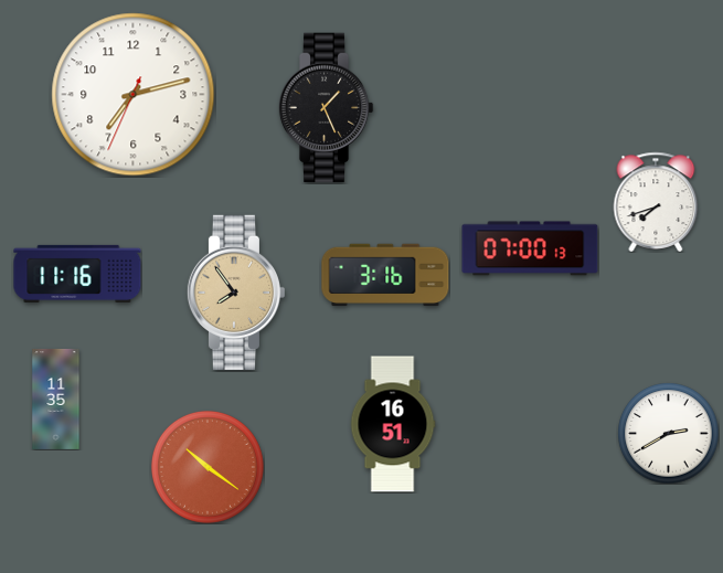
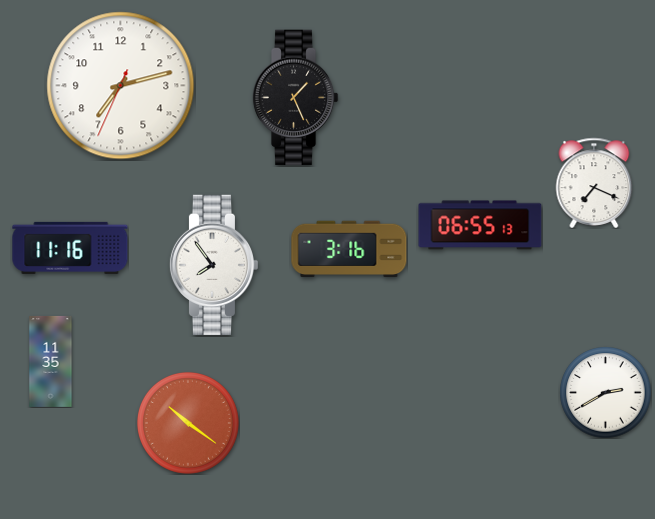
clock at (656, 202): 7:42 -> 7:19
clock at (530, 248): 07:00 -> 06:55
clock at (236, 293) dial: champagne -> white
clock at (393, 424): 16:51 -> none
